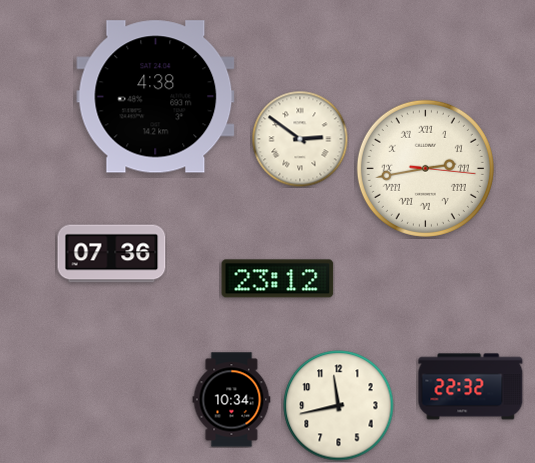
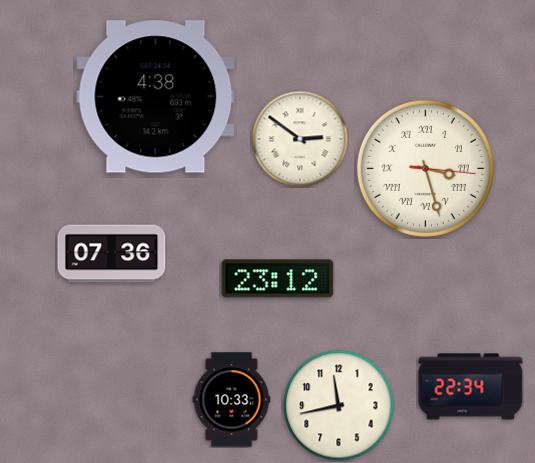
clock at (425, 168): 2:43 -> 3:27
clock at (471, 387): 22:32 -> 22:34
clock at (232, 400): 10:34 -> 10:33
